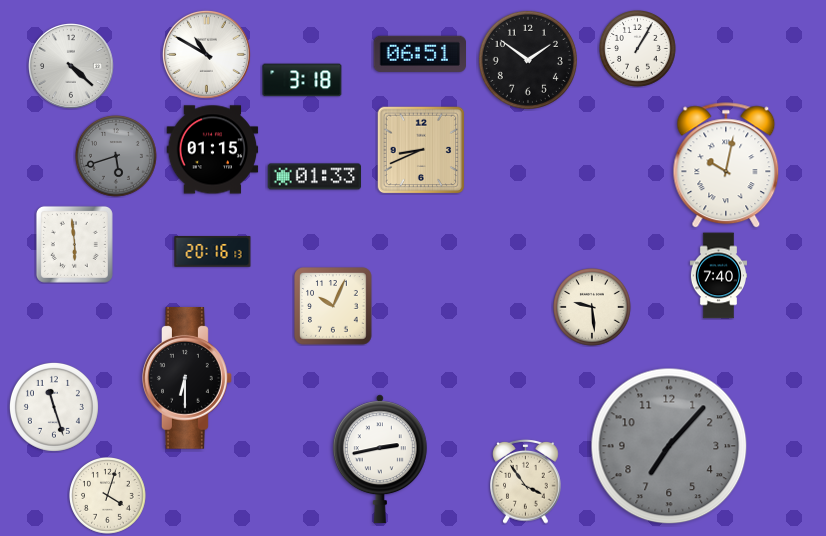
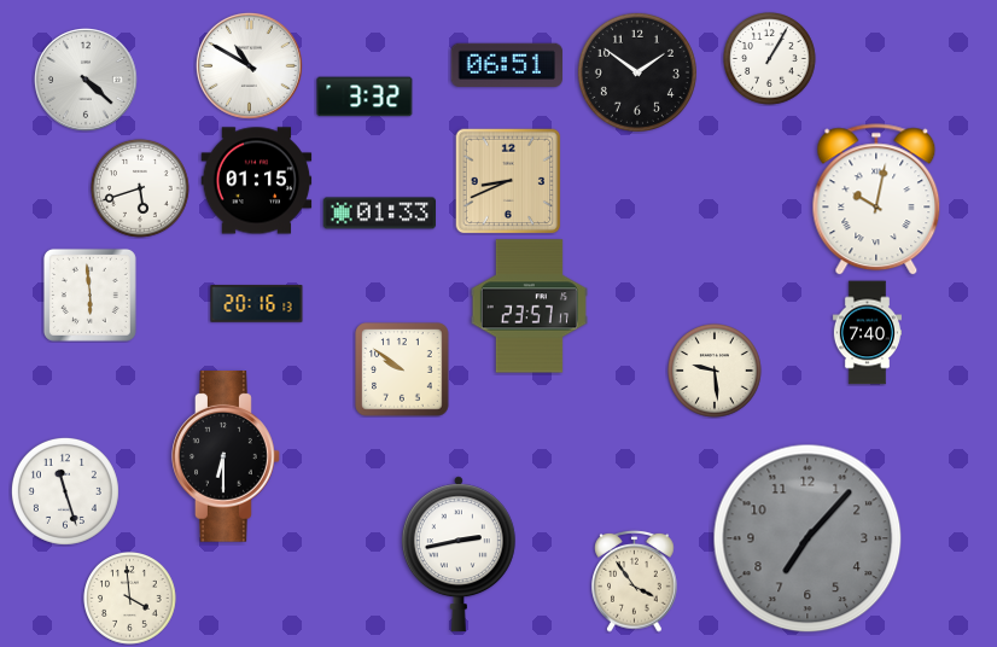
clock at (302, 80): 3:18 -> 3:32
clock at (116, 156) dial: grey -> white
clock at (529, 307): none -> 23:57
clock at (333, 306): 10:04 -> 9:51
clock at (108, 496): 4:03 -> 3:59
